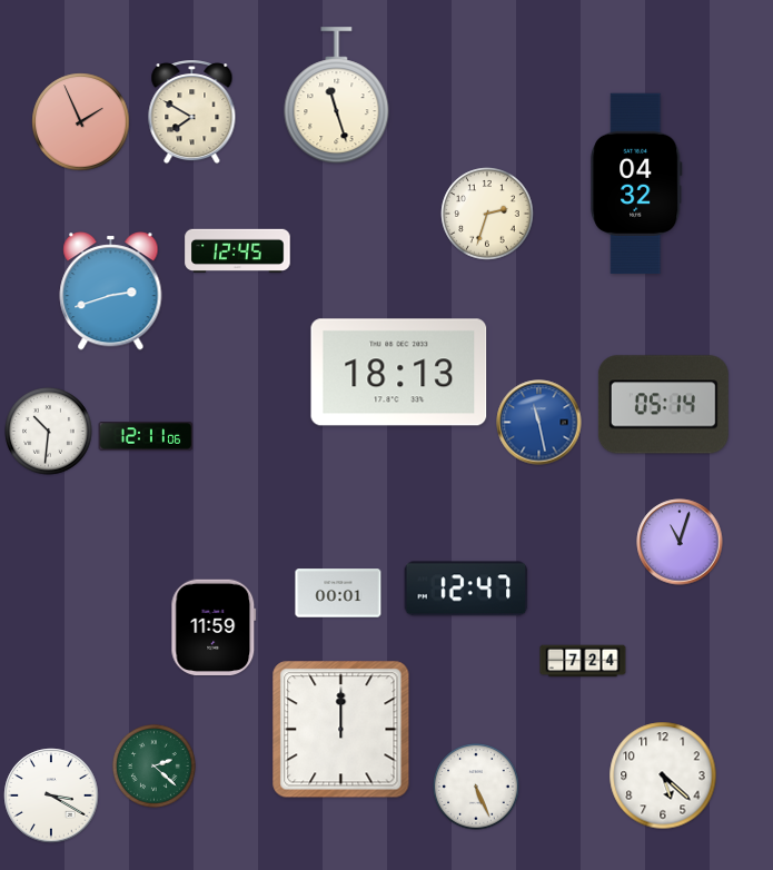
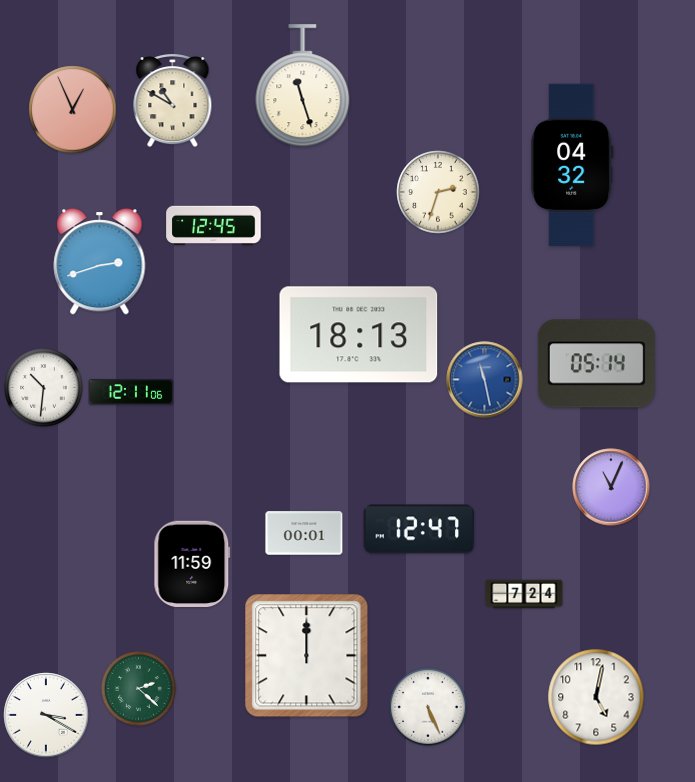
clock at (192, 112): 7:50 -> 10:50
clock at (81, 122): 1:56 -> 12:56
clock at (680, 542): 11:03 -> 11:04
clock at (663, 775): 5:22 -> 5:02
